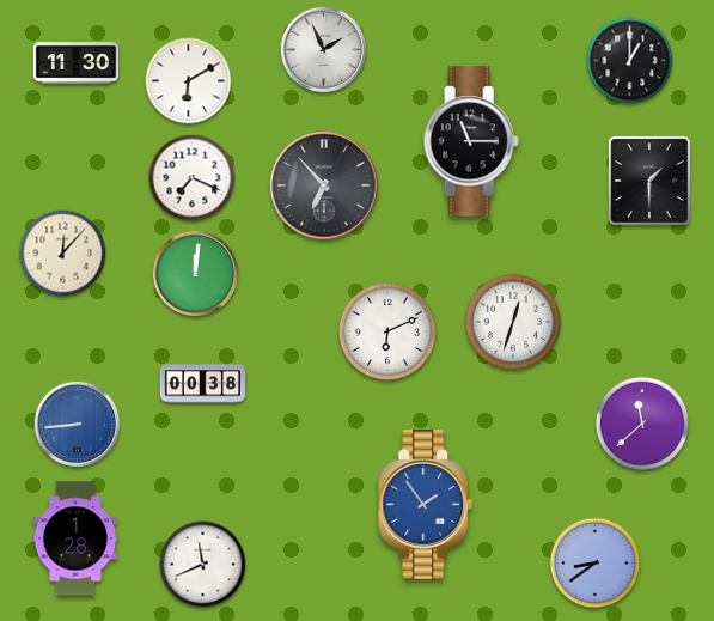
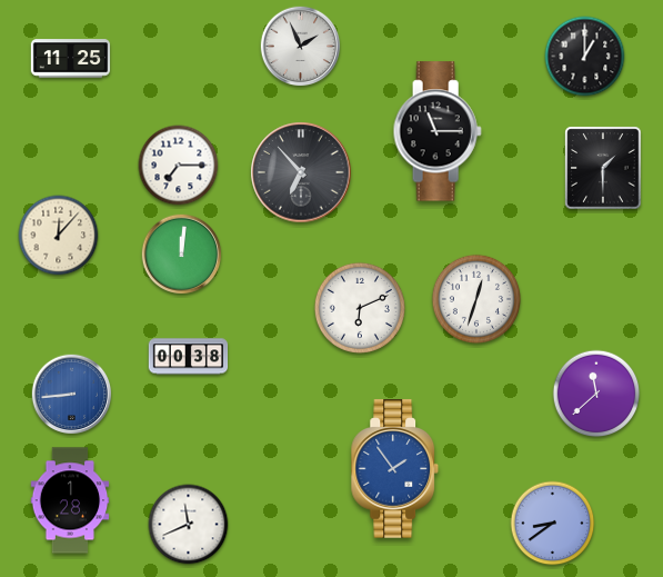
clock at (77, 63): 11:30 -> 11:25
clock at (189, 81): 6:10 -> none
clock at (193, 178): 7:19 -> 7:15
